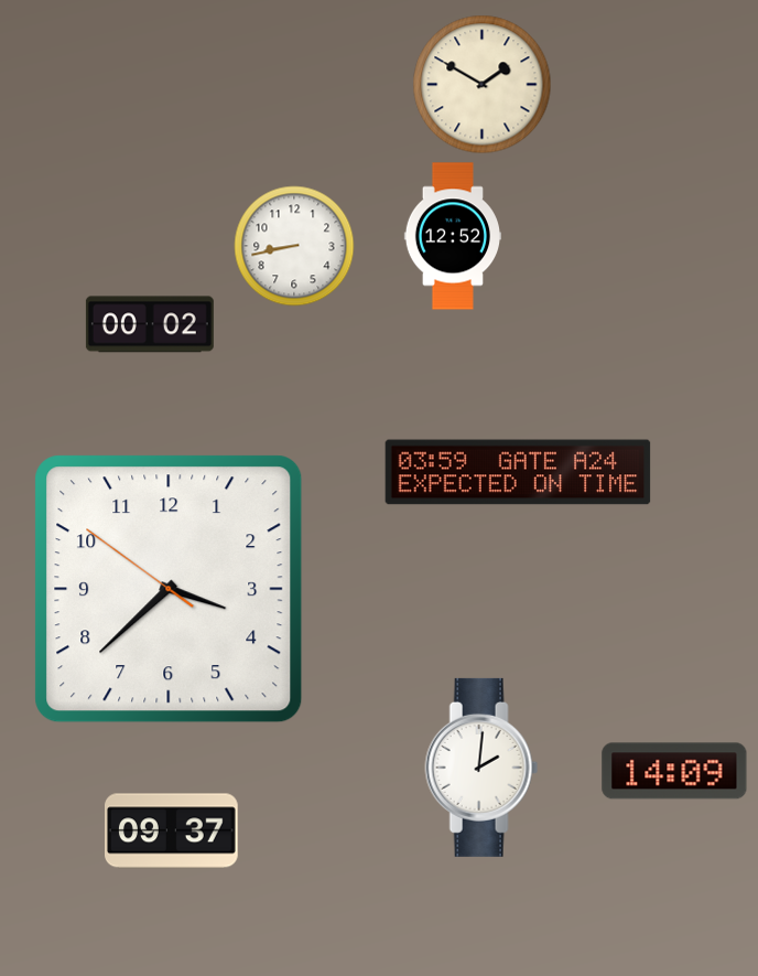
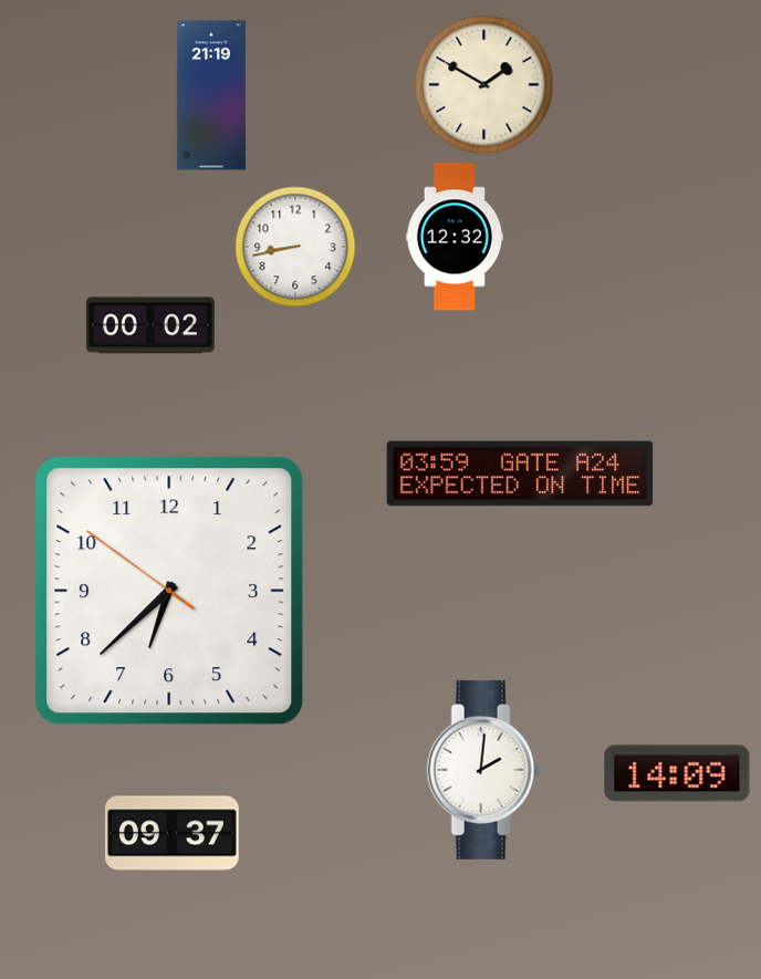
clock at (211, 95): none -> 21:19
clock at (452, 236): 12:52 -> 12:32
clock at (169, 589): 3:37 -> 6:37
